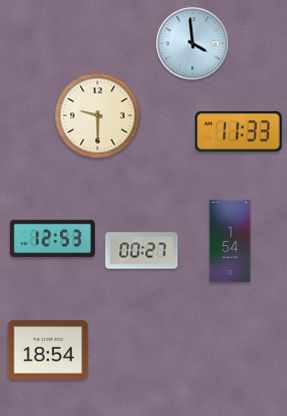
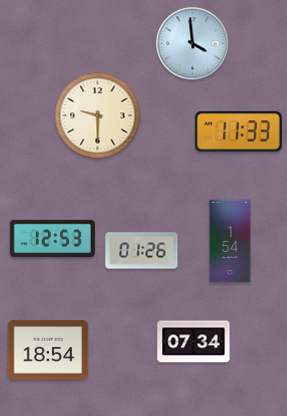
clock at (142, 251): 00:27 -> 01:26
clock at (194, 342): none -> 07:34
